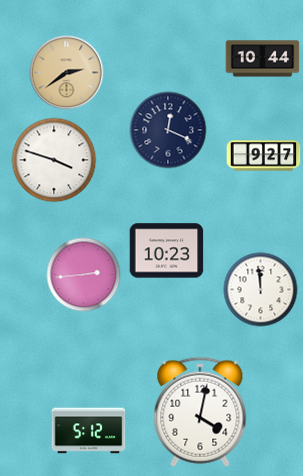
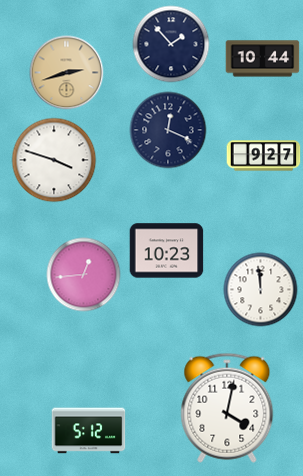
clock at (171, 44): none -> 1:53
clock at (67, 73): 2:39 -> 2:42
clock at (84, 275): 2:44 -> 12:44
clock at (200, 412) position: (200, 412) -> (227, 408)
